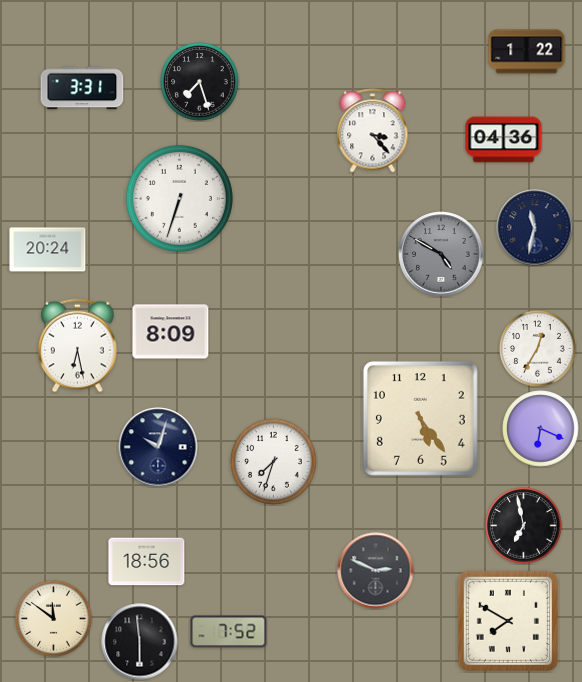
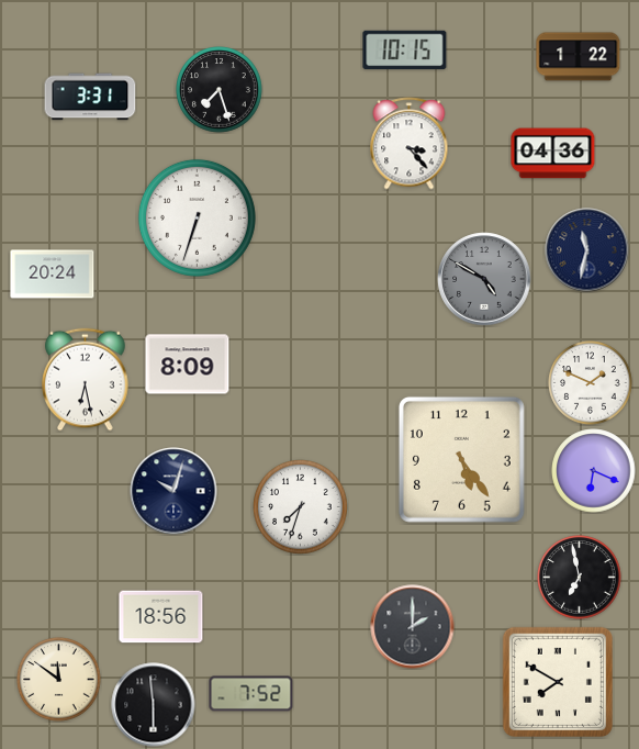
clock at (405, 51): none -> 10:15
clock at (538, 349): 12:35 -> 1:49
clock at (524, 526) position: (524, 526) -> (580, 578)
clock at (376, 571): 2:49 -> 2:00
